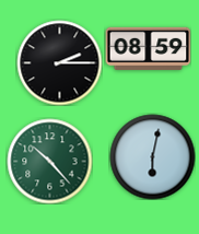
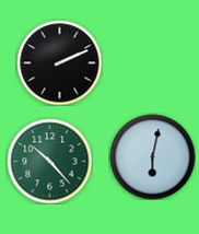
clock at (148, 48): 08:59 -> none
clock at (59, 62): 2:15 -> 2:11
